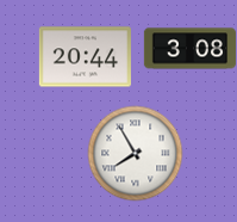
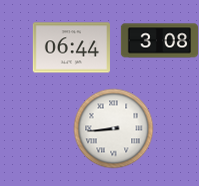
clock at (85, 57): 20:44 -> 06:44
clock at (135, 153): 7:55 -> 8:44
